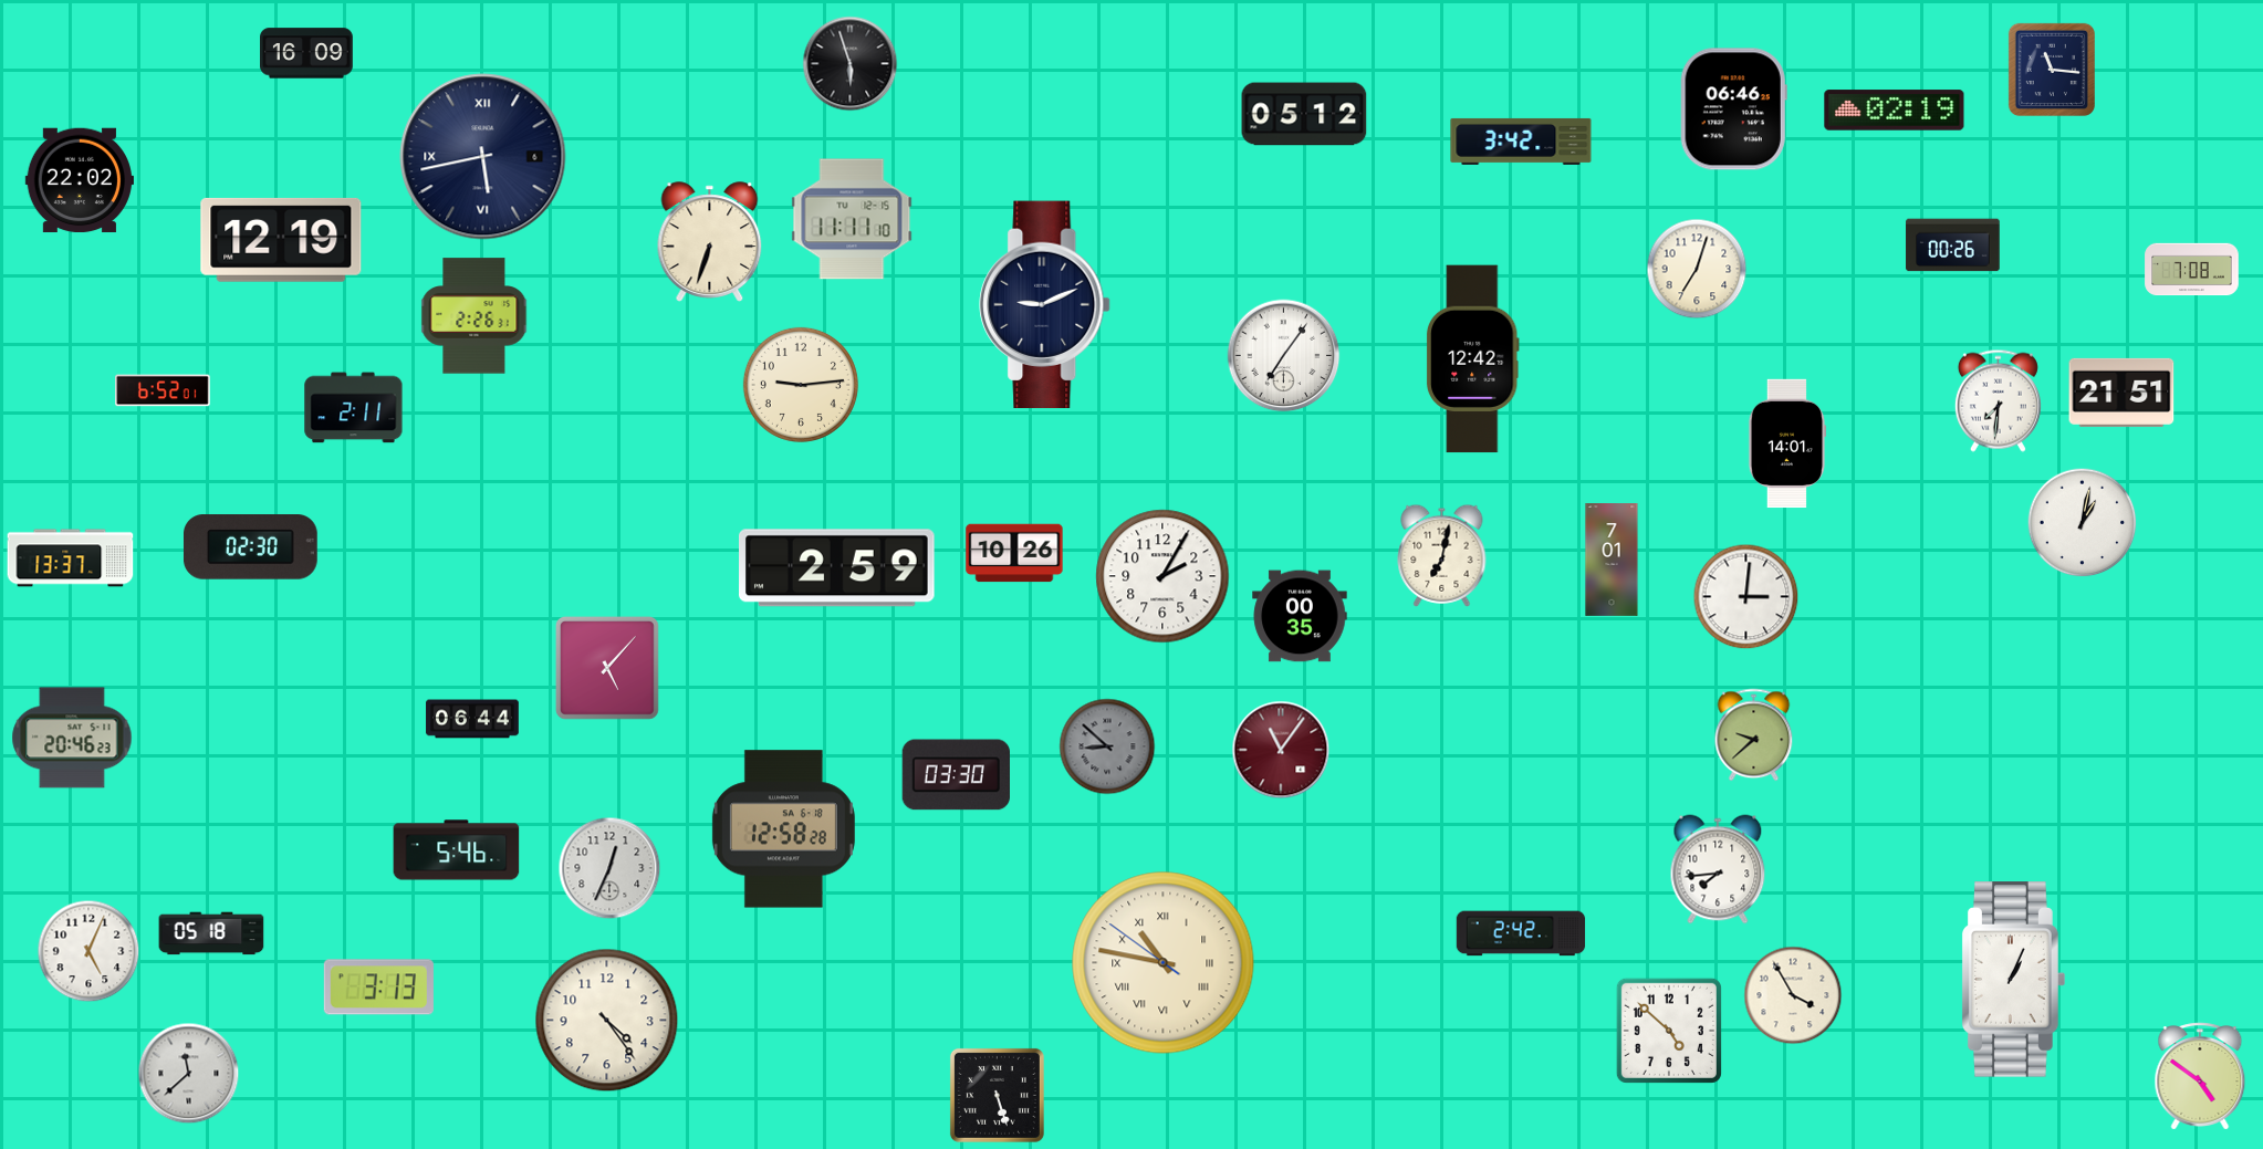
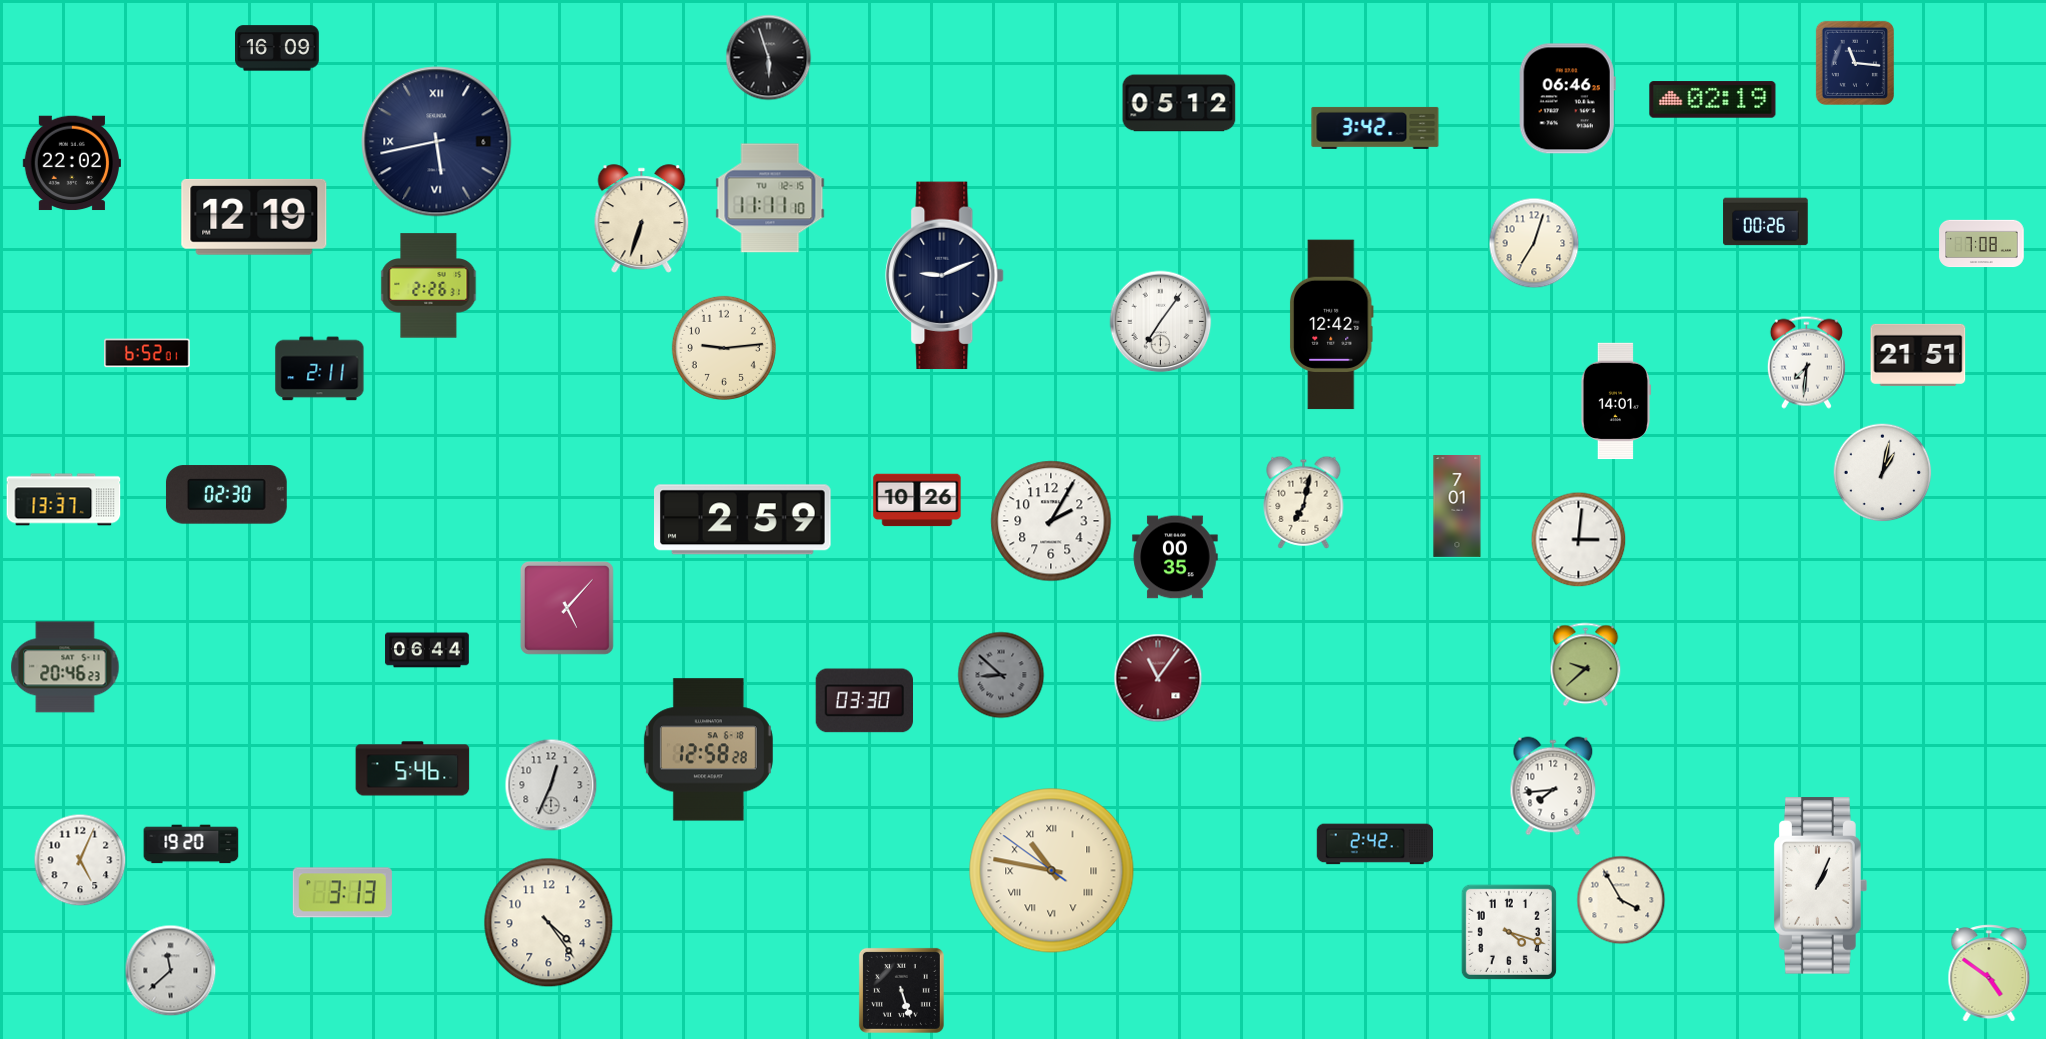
clock at (71, 558) position: (71, 558) -> (64, 500)
clock at (837, 568) position: (837, 568) -> (743, 520)
clock at (607, 668) position: (607, 668) -> (567, 608)
clock at (211, 933): 05:18 -> 19:20
clock at (1669, 1031): 4:52 -> 4:18
